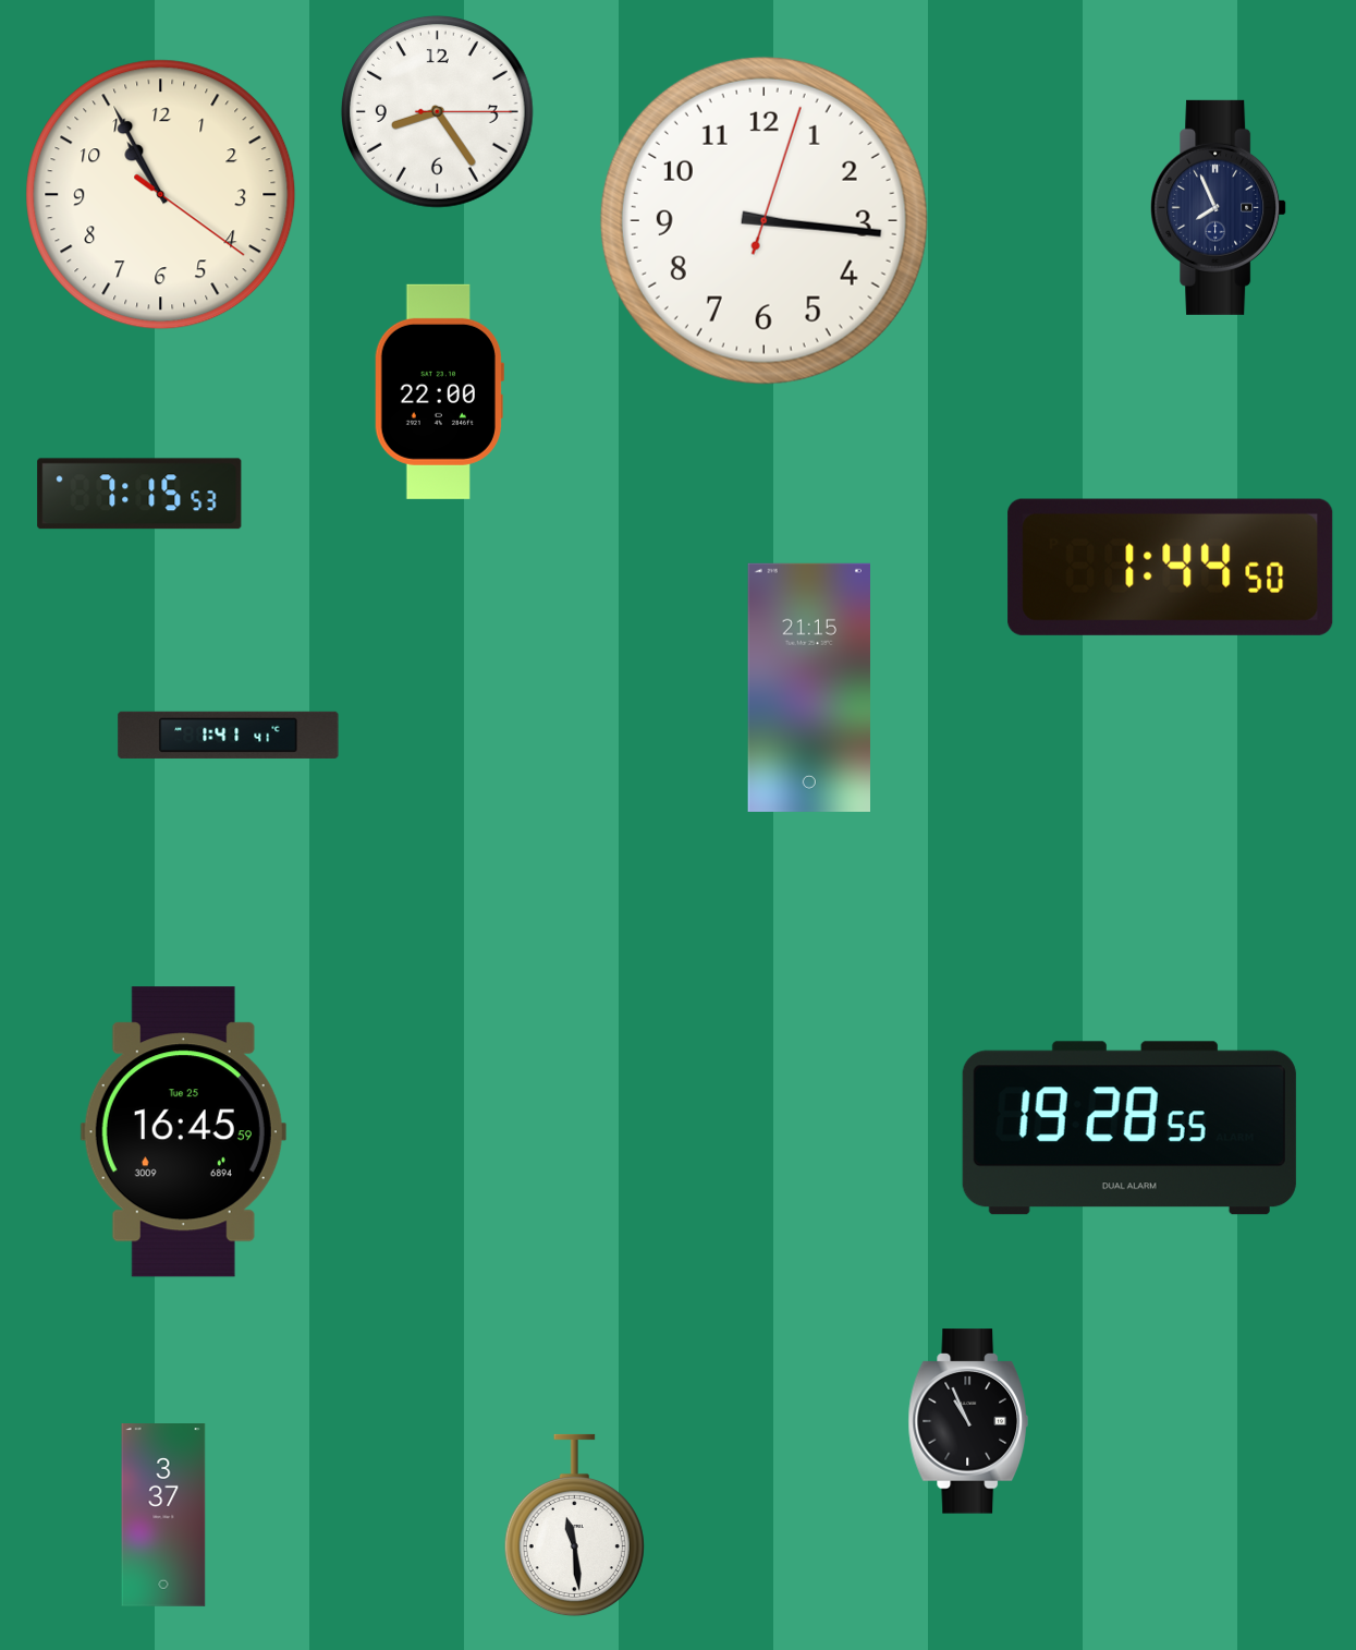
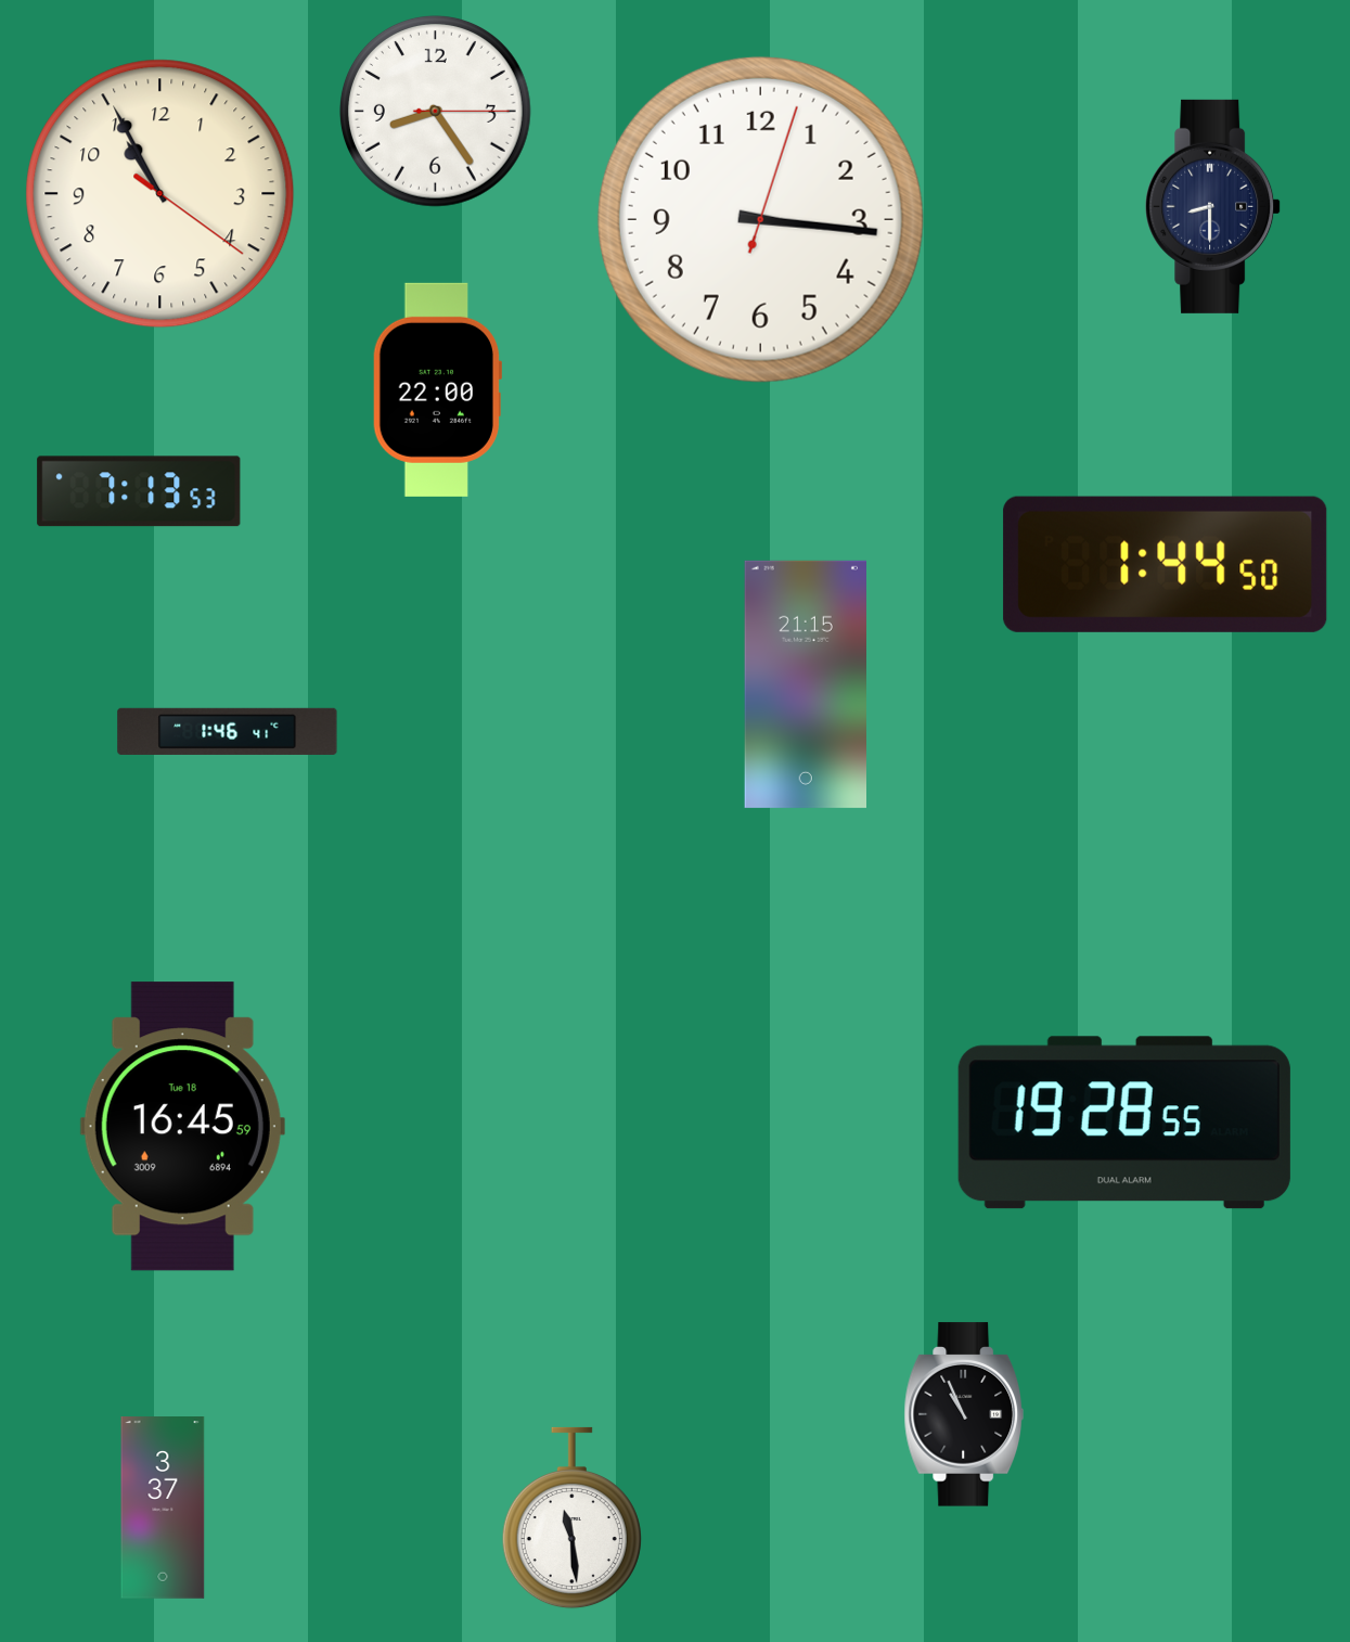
clock at (1219, 207): 7:56 -> 8:30
clock at (139, 494): 7:15 -> 7:13
clock at (229, 735): 1:41 -> 1:46
clock at (183, 1132) date: Tue 25 -> Tue 18
